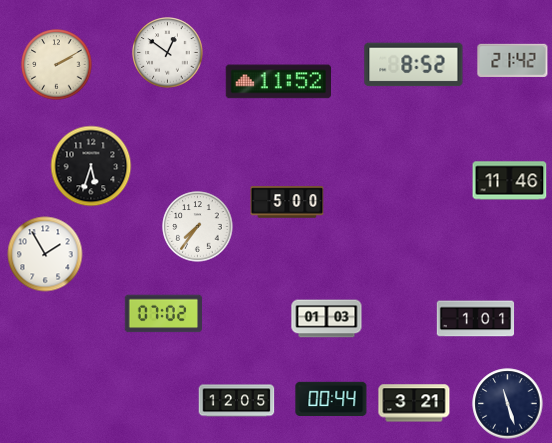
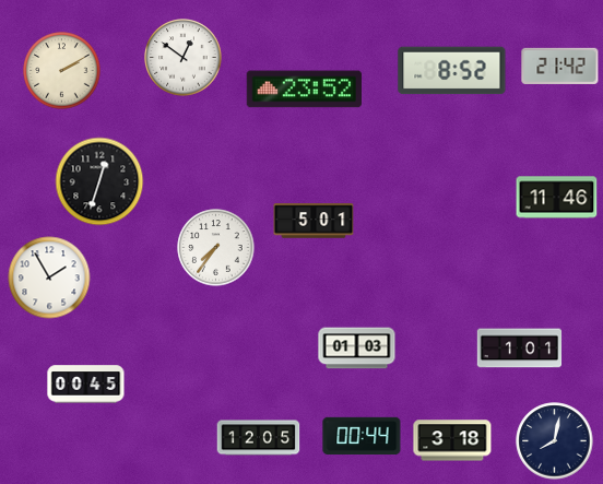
clock at (278, 82): 11:52 -> 23:52
clock at (91, 166): 5:33 -> 12:33
clock at (287, 202): 5:00 -> 5:01
clock at (163, 314): 07:02 -> none
clock at (86, 385): none -> 00:45
clock at (414, 403): 3:21 -> 3:18
clock at (508, 404): 11:27 -> 8:02
